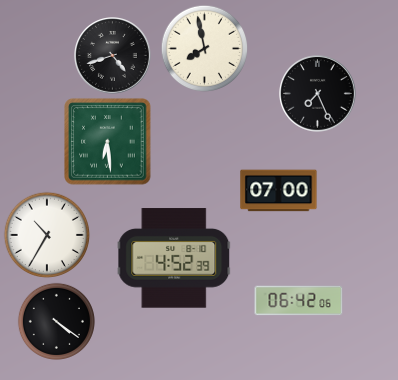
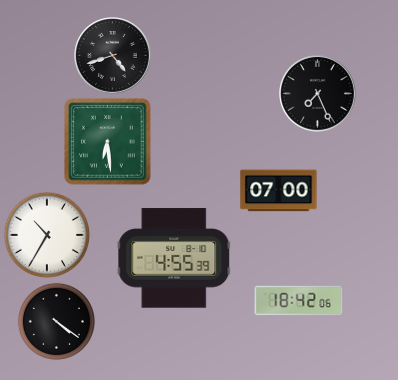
clock at (204, 48): 7:58 -> none
clock at (174, 258): 4:52 -> 4:55
clock at (299, 301): 06:42 -> 18:42
